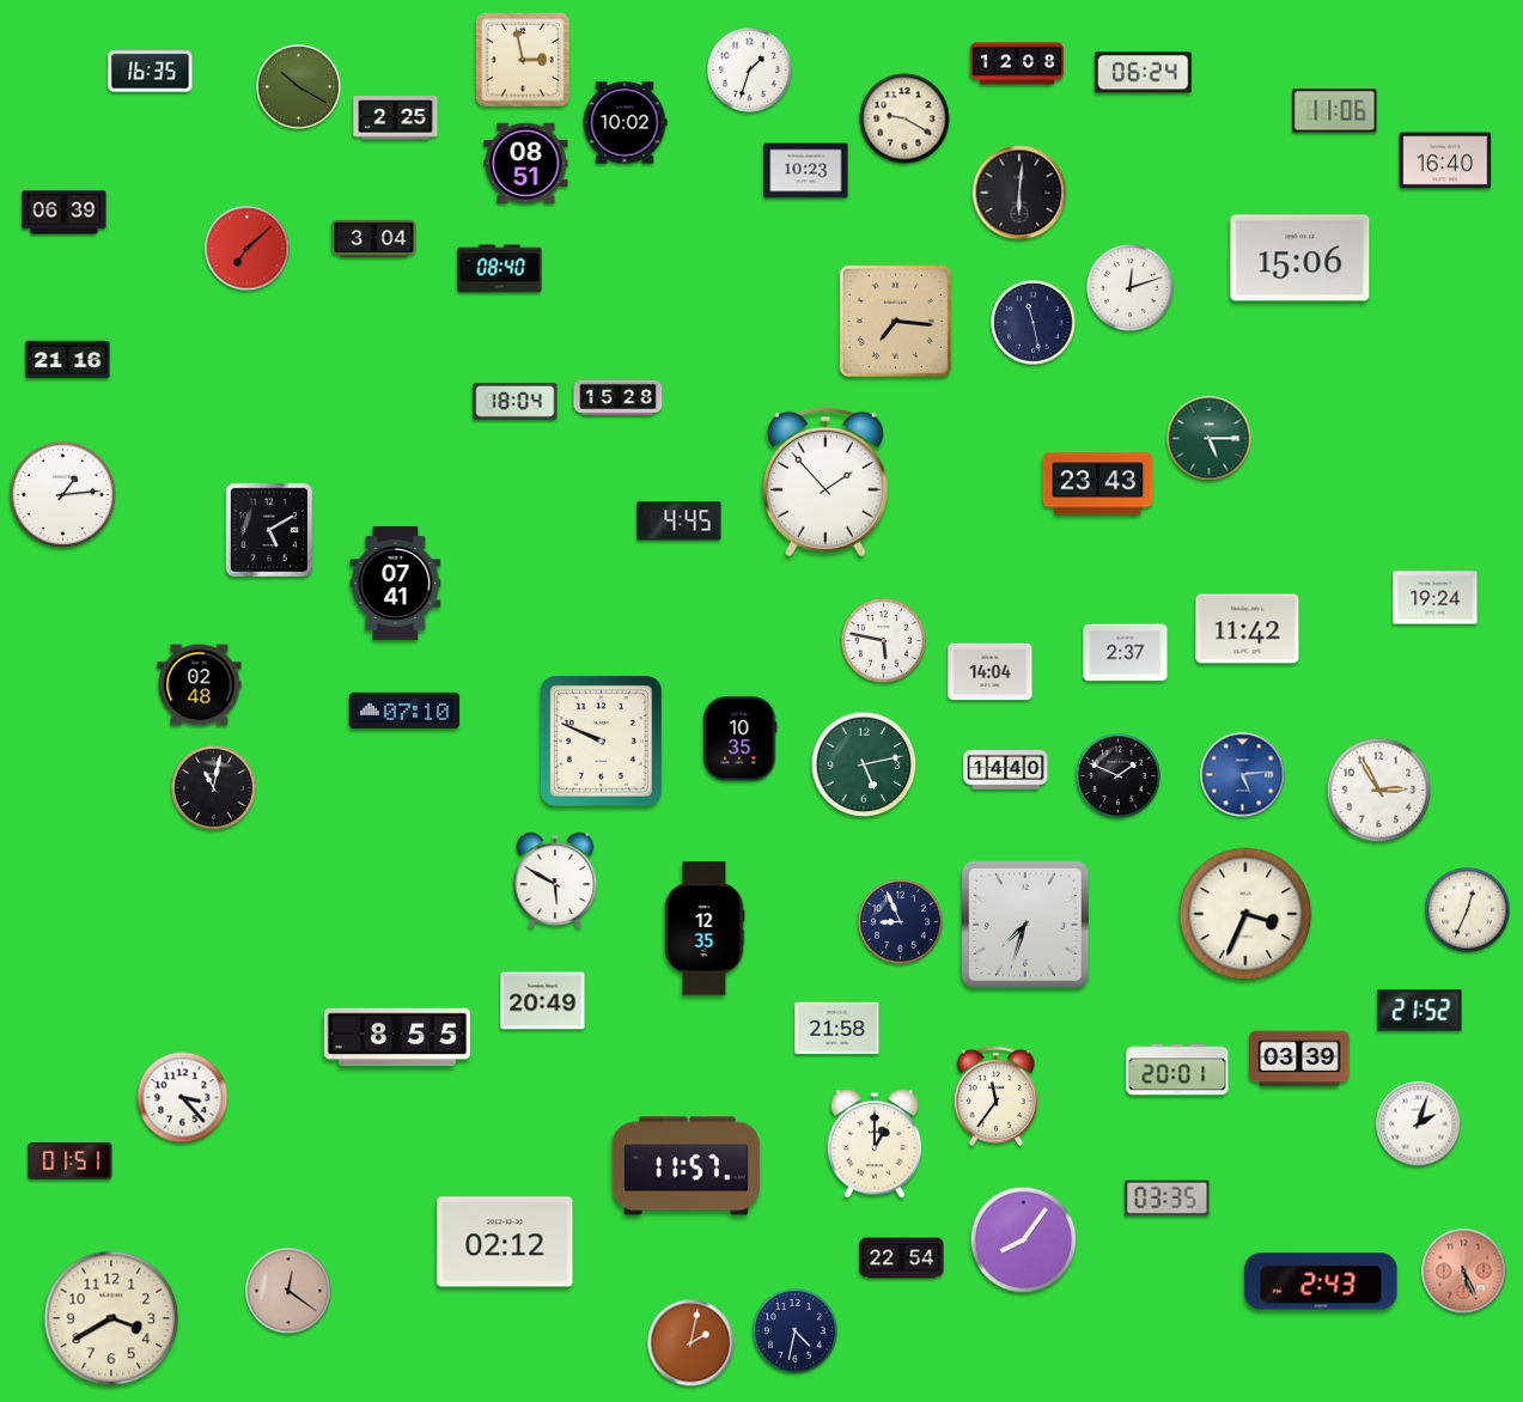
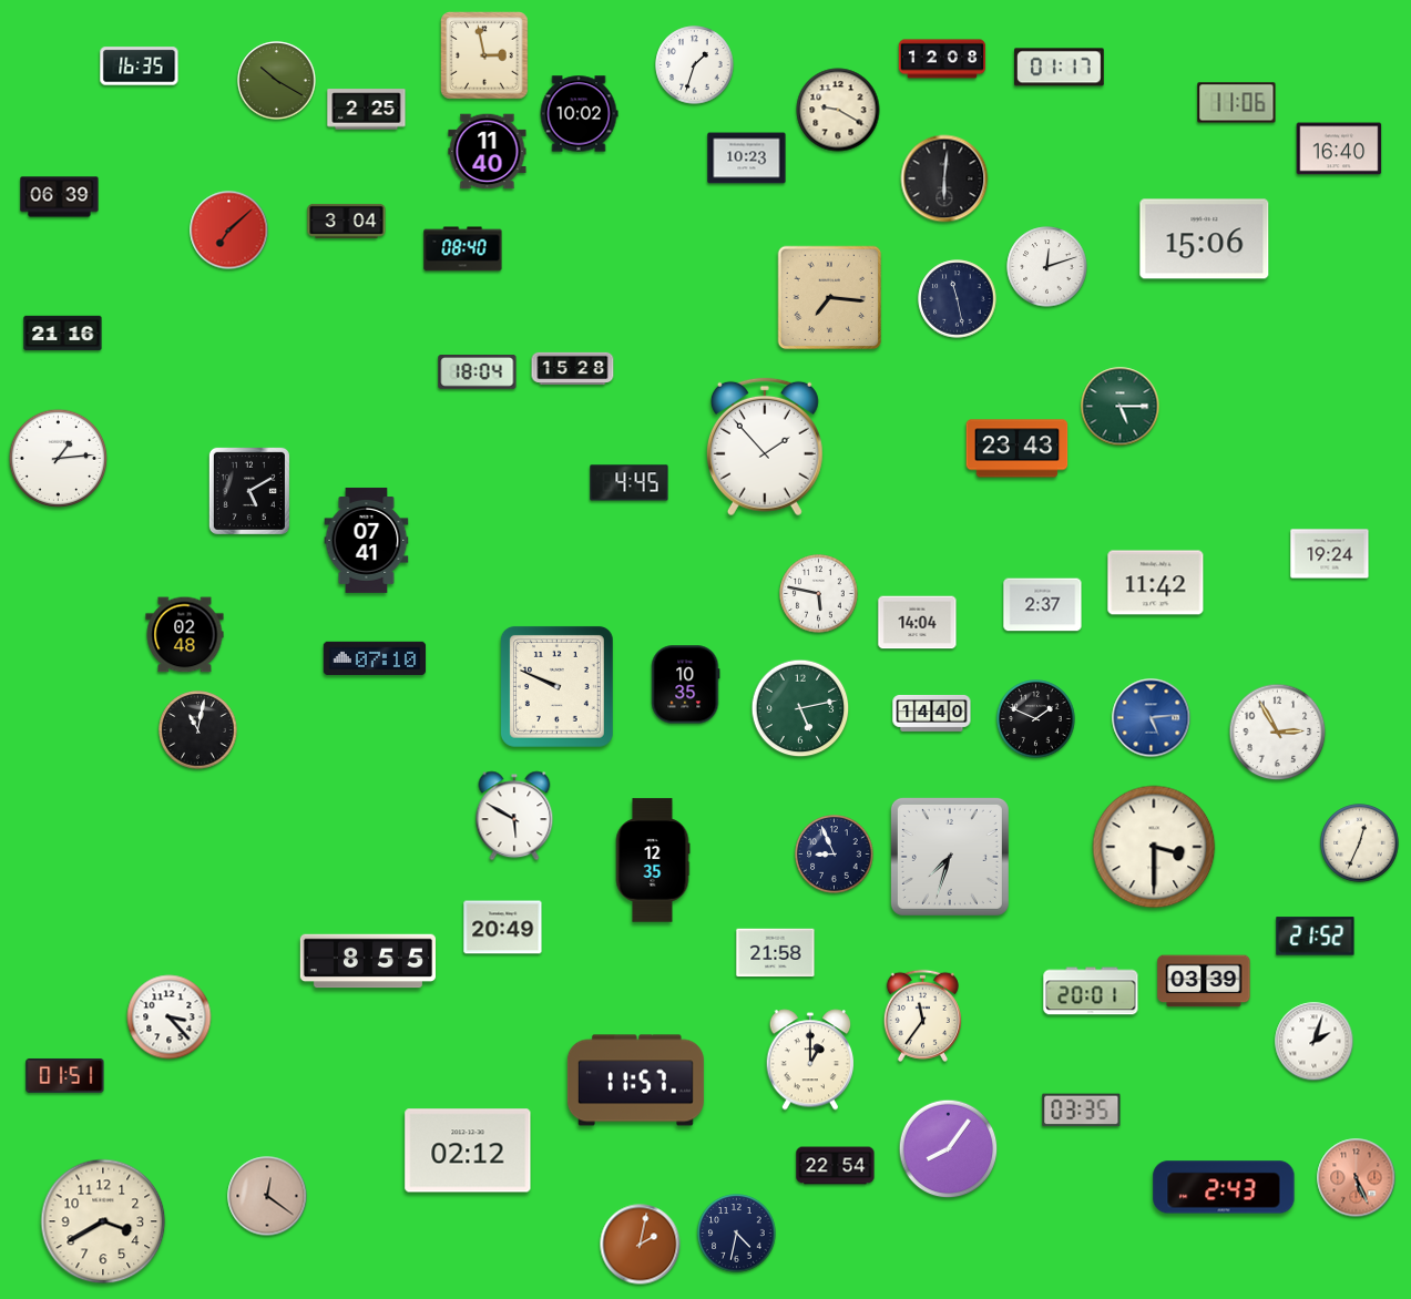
clock at (1143, 73): 06:24 -> 01:17
clock at (526, 164): 08:51 -> 11:40
clock at (1245, 914): 3:34 -> 3:30
